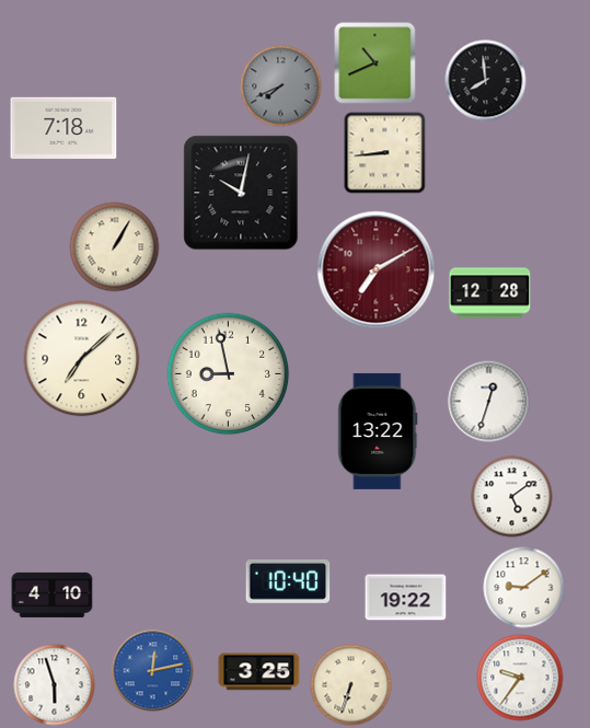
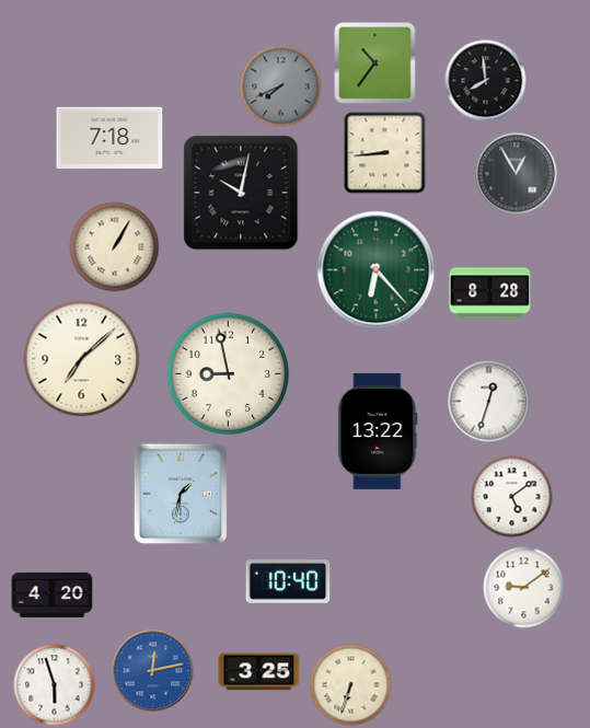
clock at (375, 63): 10:41 -> 10:36
clock at (63, 128) position: (63, 128) -> (109, 138)
clock at (517, 174): none -> 12:55
clock at (377, 270): 7:10 -> 6:23
clock at (377, 270) dial: burgundy -> green
clock at (490, 293): 12:28 -> 8:28
clock at (181, 494): none -> 1:32
clock at (53, 594): 4:10 -> 4:20
clock at (406, 598): 19:22 -> none
clock at (520, 678): 9:36 -> none
